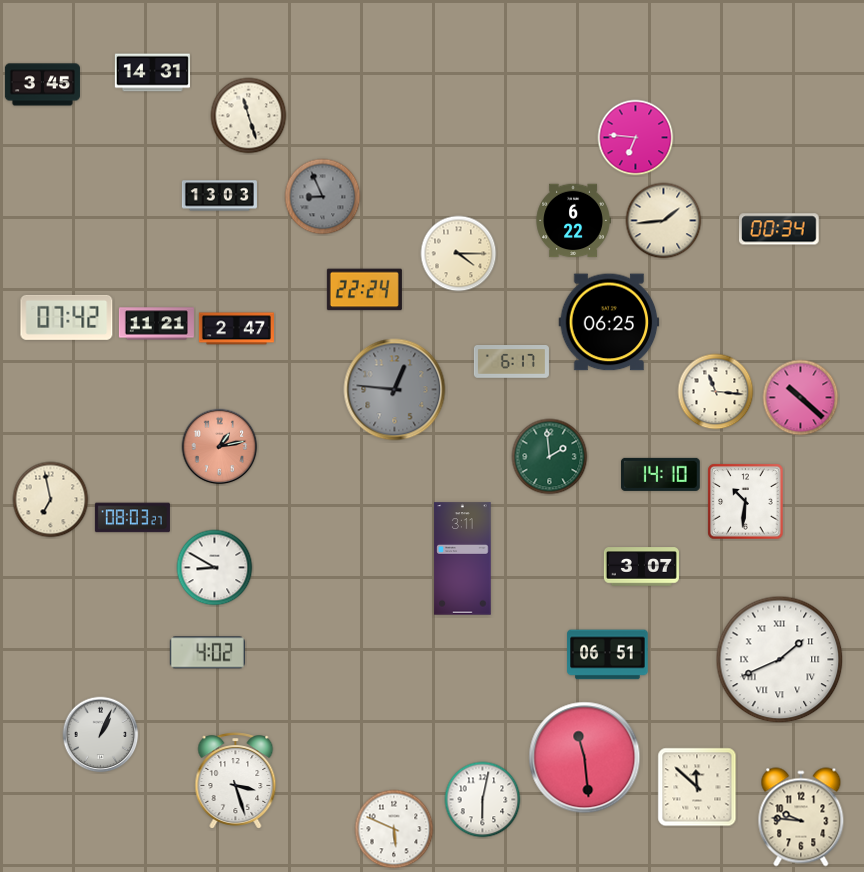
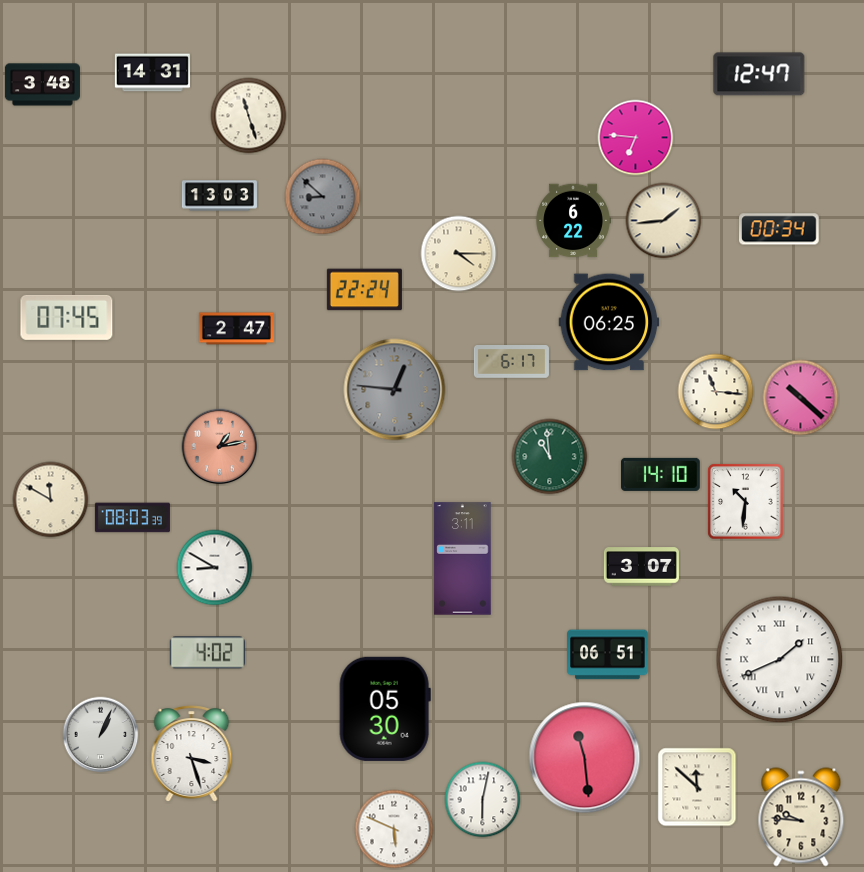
clock at (759, 74): none -> 12:47
clock at (42, 85): 3:45 -> 3:48
clock at (323, 197): 8:56 -> 8:52
clock at (67, 317): 07:42 -> 07:45
clock at (156, 324): 11:21 -> none
clock at (550, 457): 1:59 -> 10:59
clock at (51, 500): 6:58 -> 11:50
clock at (132, 518): 08:03:27 -> 08:03:39
clock at (385, 709): none -> 05:30
clock at (236, 781) position: (236, 781) -> (192, 754)
